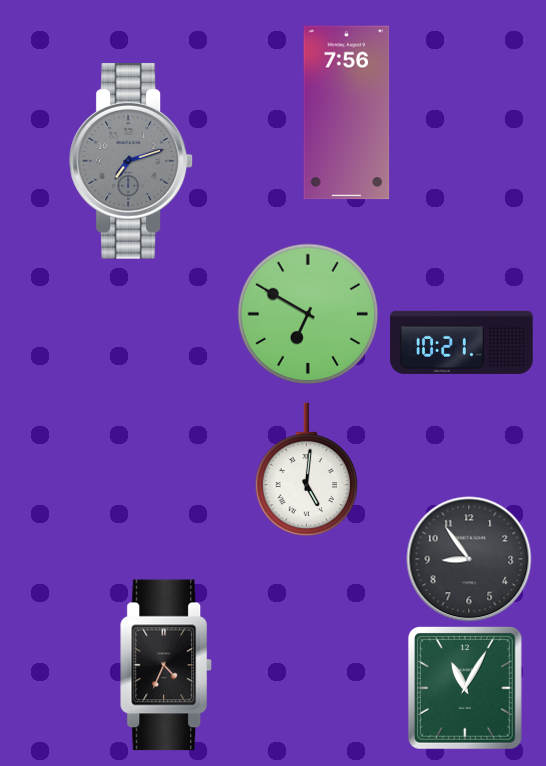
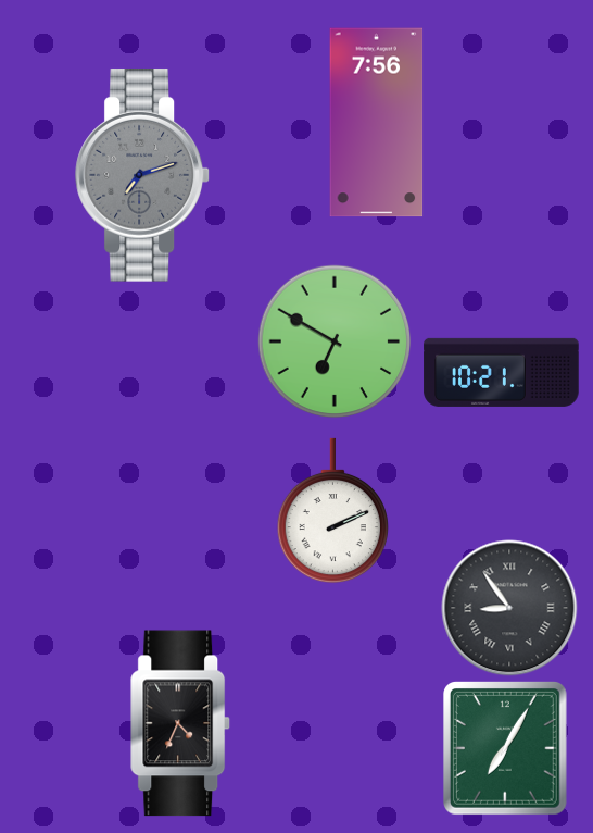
clock at (306, 470): 5:01 -> 2:11
clock at (469, 559) numerals: Arabic -> Roman
clock at (466, 689): 11:05 -> 7:05
